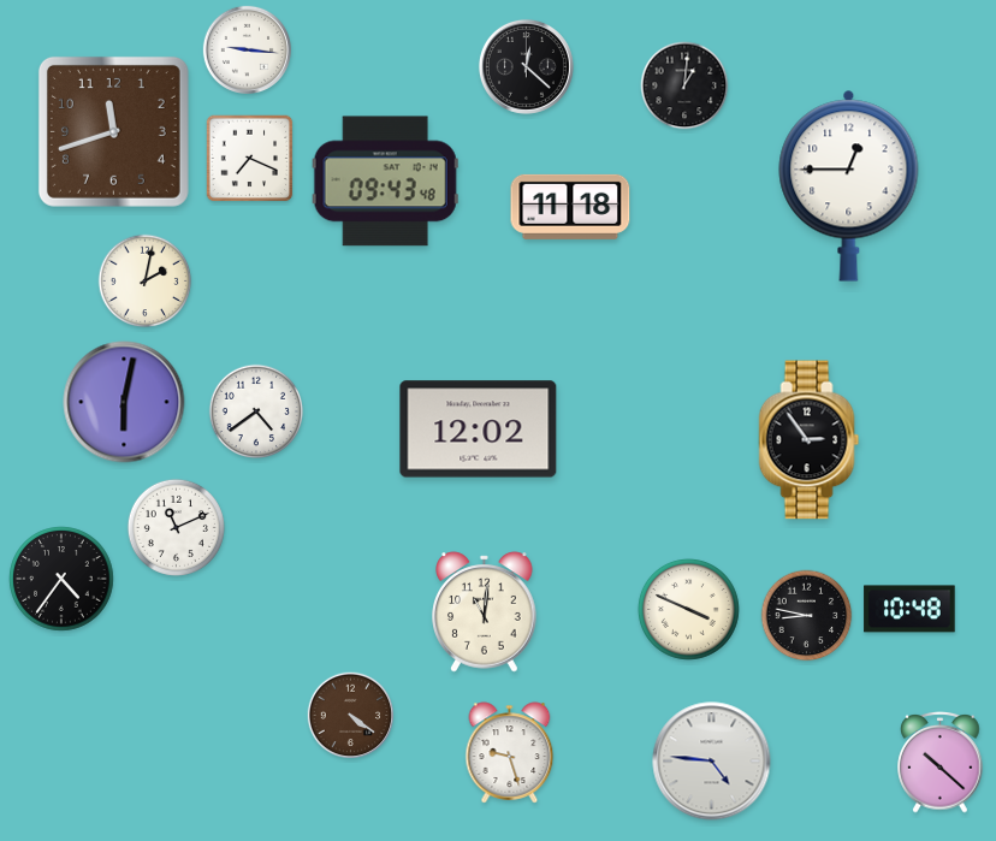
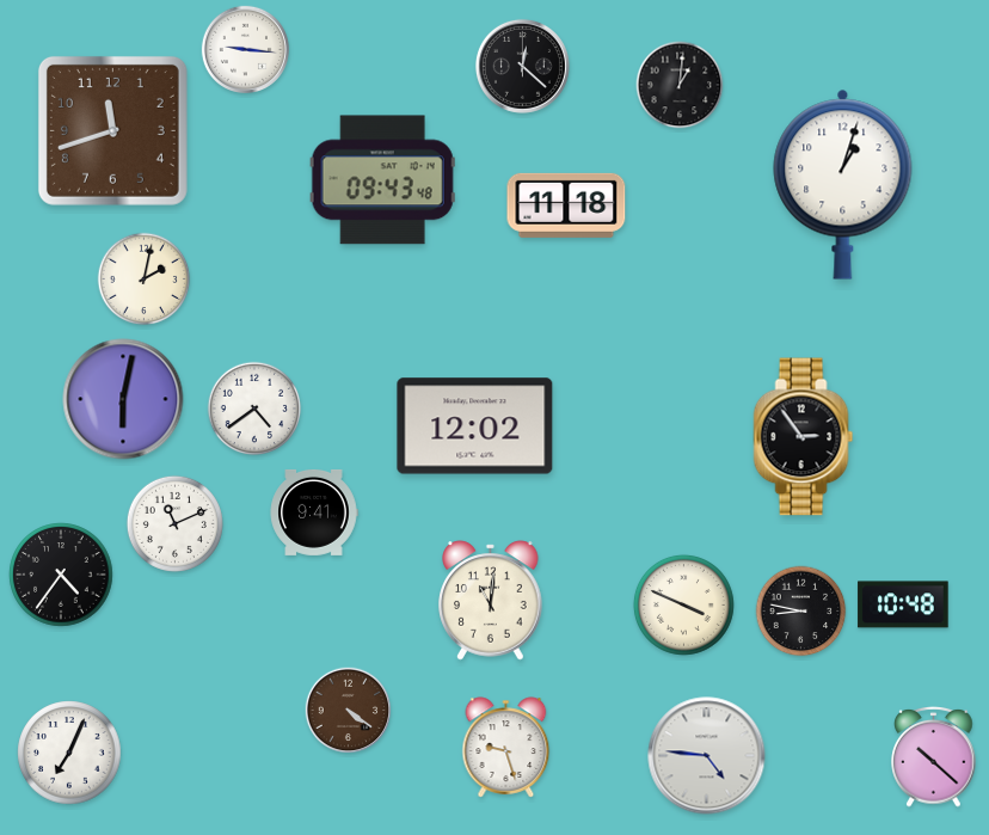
clock at (250, 159): 7:19 -> none
clock at (849, 185): 12:45 -> 1:03
clock at (314, 512): none -> 9:41
clock at (485, 612) position: (485, 612) -> (491, 601)
clock at (69, 753): none -> 7:04
